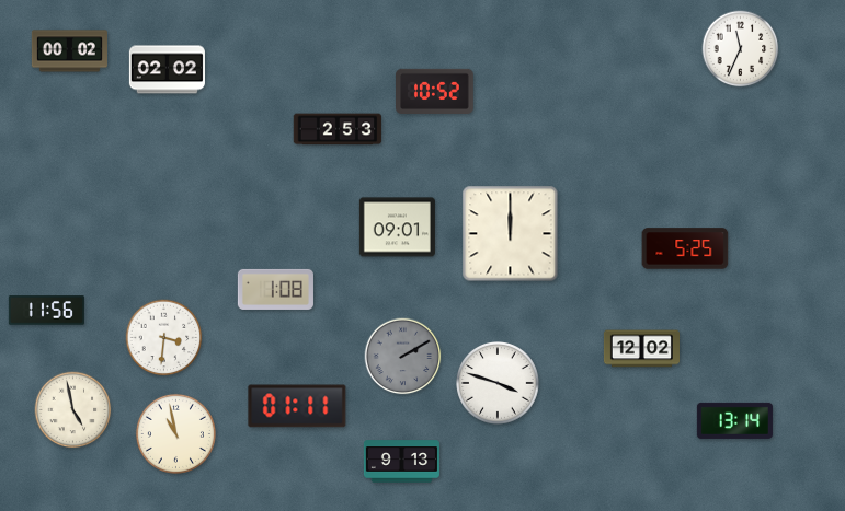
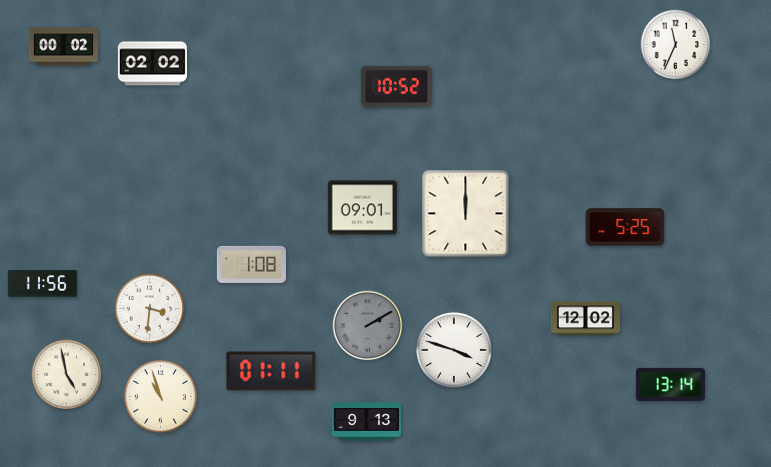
clock at (435, 91) position: (435, 91) -> (397, 86)
clock at (338, 129): 2:53 -> none
clock at (175, 433): 10:58 -> 10:57
